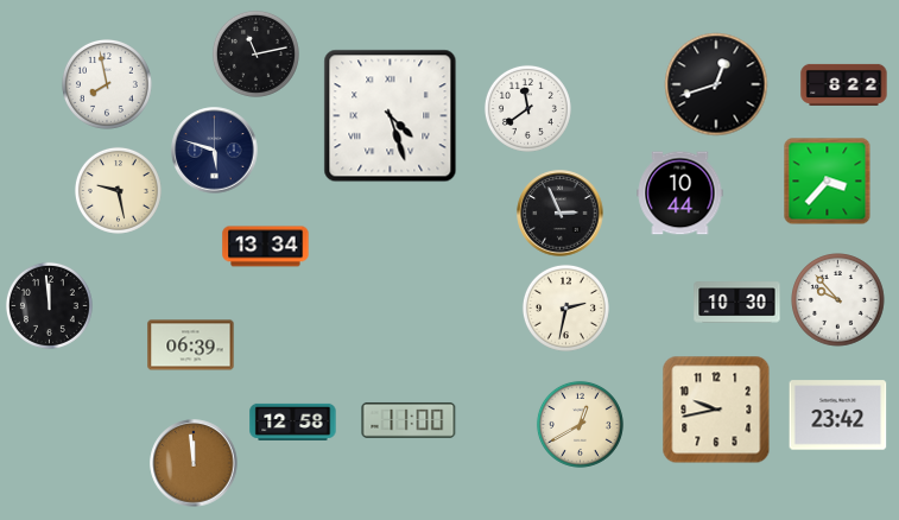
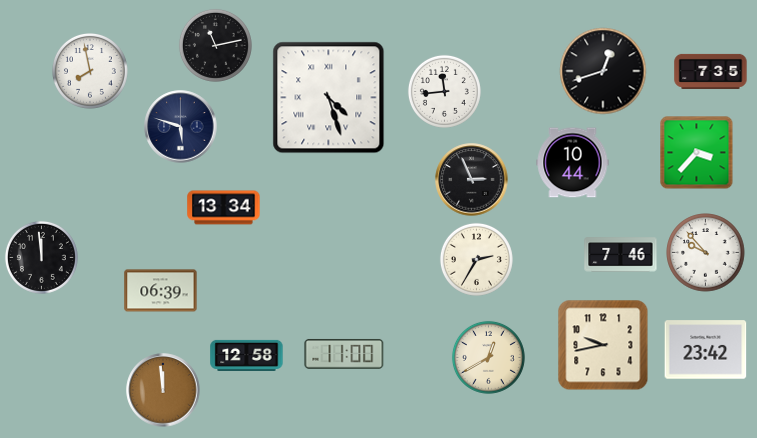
clock at (844, 84): 8:22 -> 7:35
clock at (527, 108): 11:39 -> 11:44
clock at (118, 190): 9:28 -> none
clock at (737, 303): 10:30 -> 7:46
clock at (565, 307): 2:32 -> 2:35
